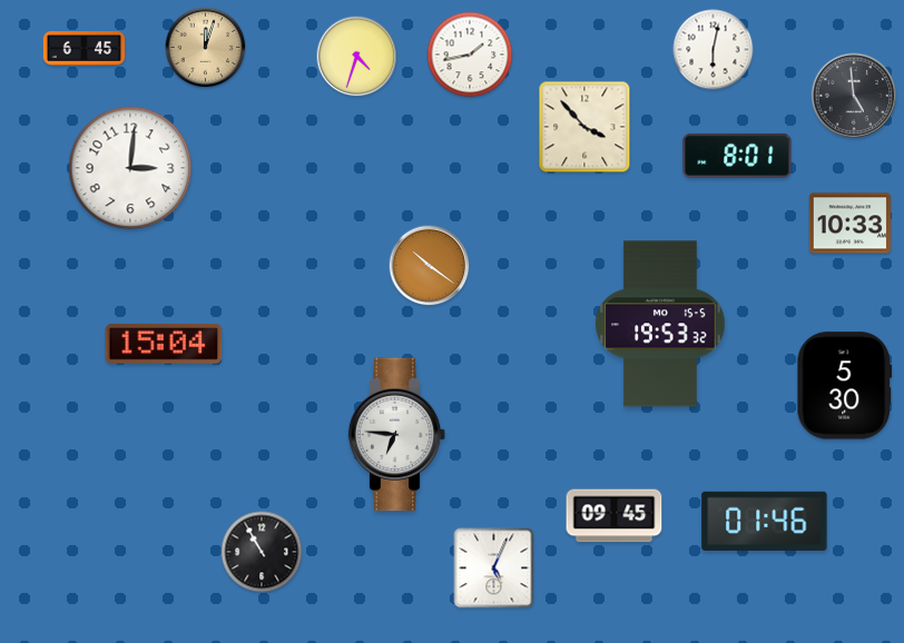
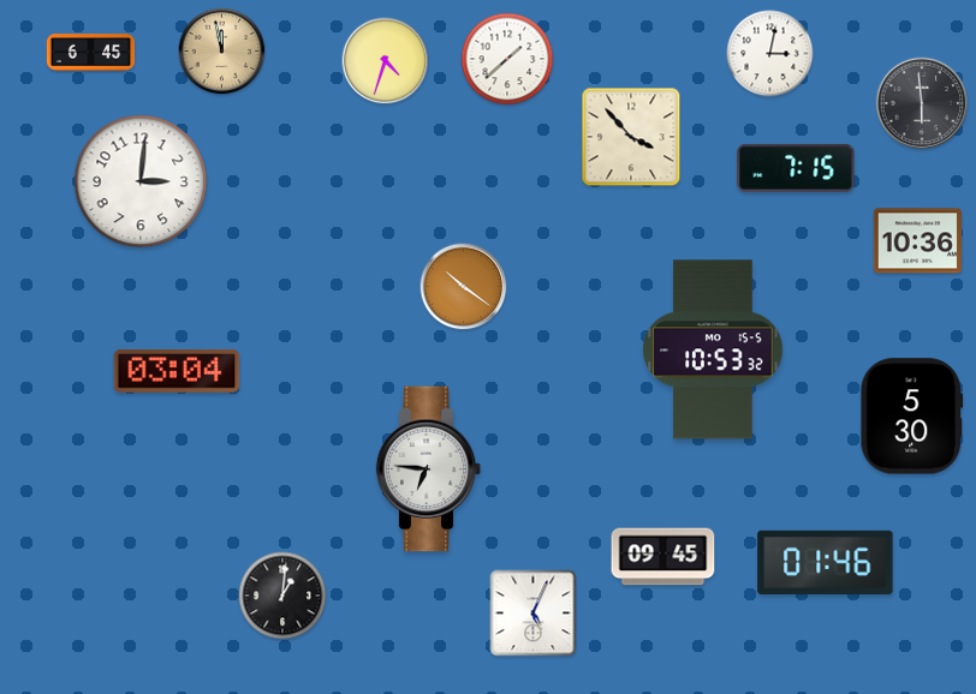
clock at (206, 48): 12:03 -> 11:58
clock at (714, 50): 6:02 -> 3:02
clock at (470, 55): 1:43 -> 1:38
clock at (854, 96): 4:59 -> 5:59
clock at (737, 156): 8:01 -> 7:15
clock at (849, 224): 10:33 -> 10:36
clock at (660, 324): 19:53 -> 10:53
clock at (164, 344): 15:04 -> 03:04
clock at (262, 552): 10:55 -> 1:01
